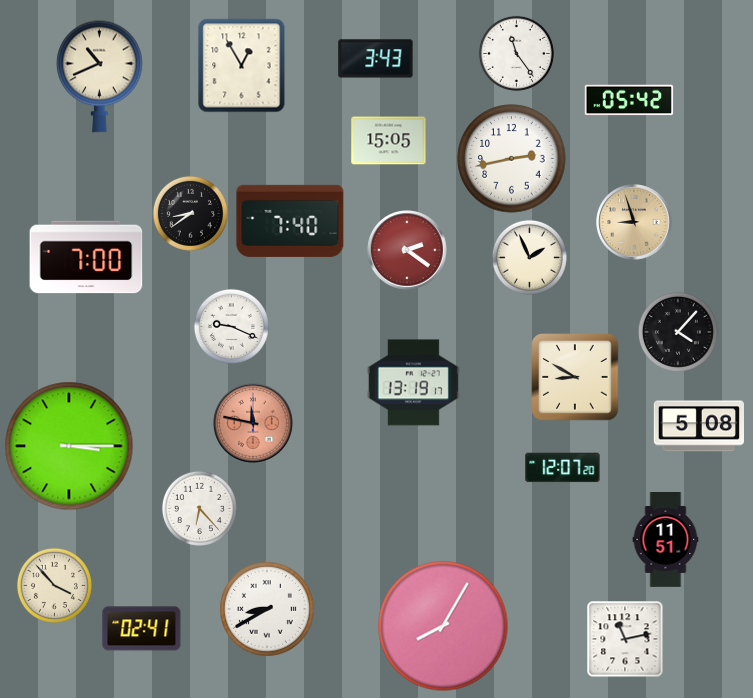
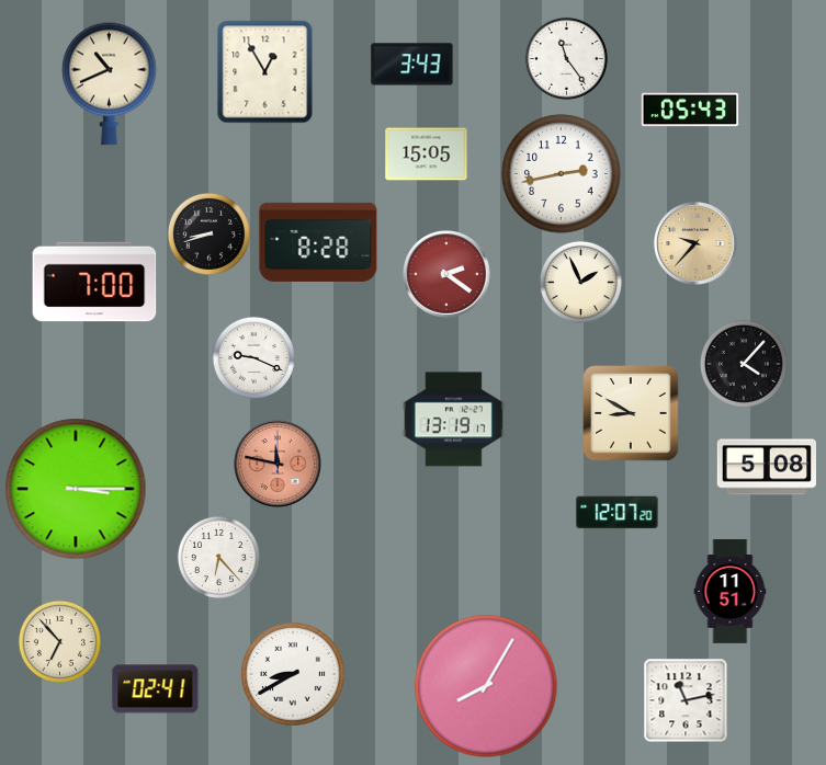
clock at (629, 100): 05:42 -> 05:43
clock at (190, 213): 8:39 -> 8:42
clock at (290, 221): 7:40 -> 8:28
clock at (634, 222): 8:57 -> 9:37
clock at (54, 585): 3:53 -> 6:53
clock at (268, 610) position: (268, 610) -> (294, 675)
